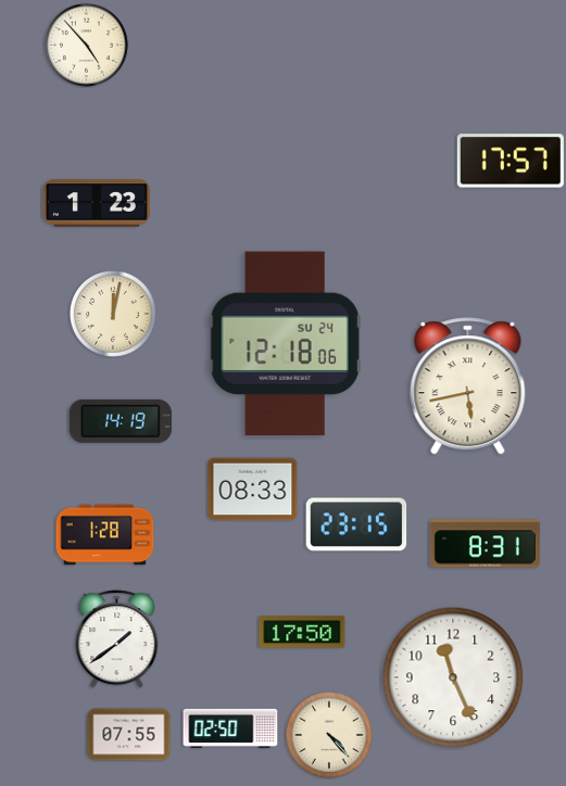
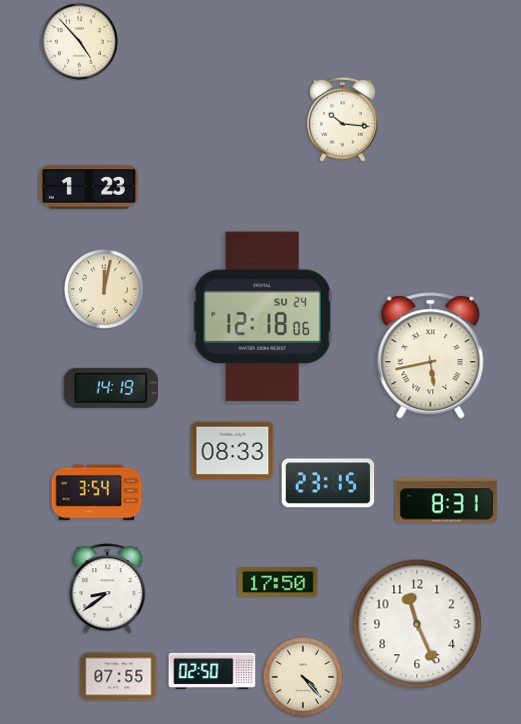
clock at (343, 119): none -> 10:16
clock at (511, 161): 17:57 -> none
clock at (105, 535): 1:28 -> 3:54
clock at (117, 639): 1:39 -> 8:39
